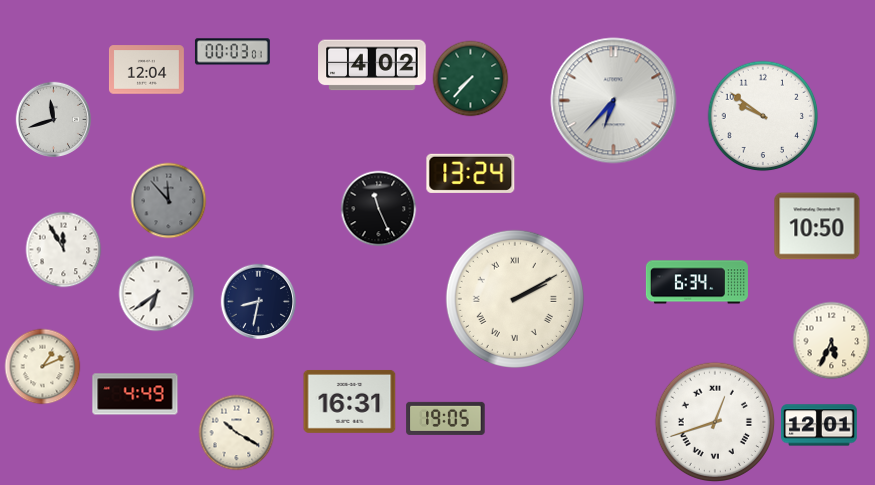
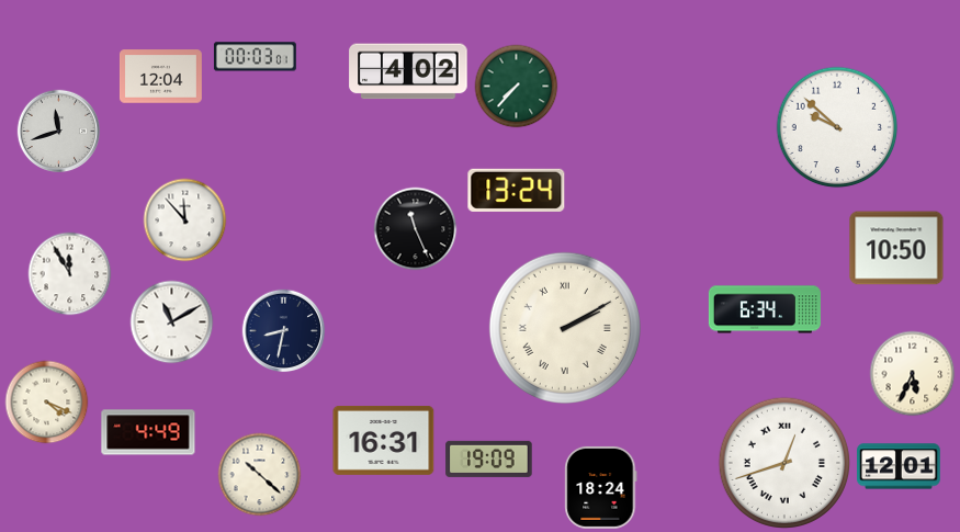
clock at (614, 101): 6:37 -> none
clock at (763, 116): 9:51 -> 9:52
clock at (169, 201) dial: grey -> white
clock at (157, 294): 6:39 -> 11:10
clock at (43, 367): 1:11 -> 4:19
clock at (446, 418): 19:05 -> 19:09
clock at (237, 433): 10:20 -> 10:22
clock at (601, 487): none -> 18:24
